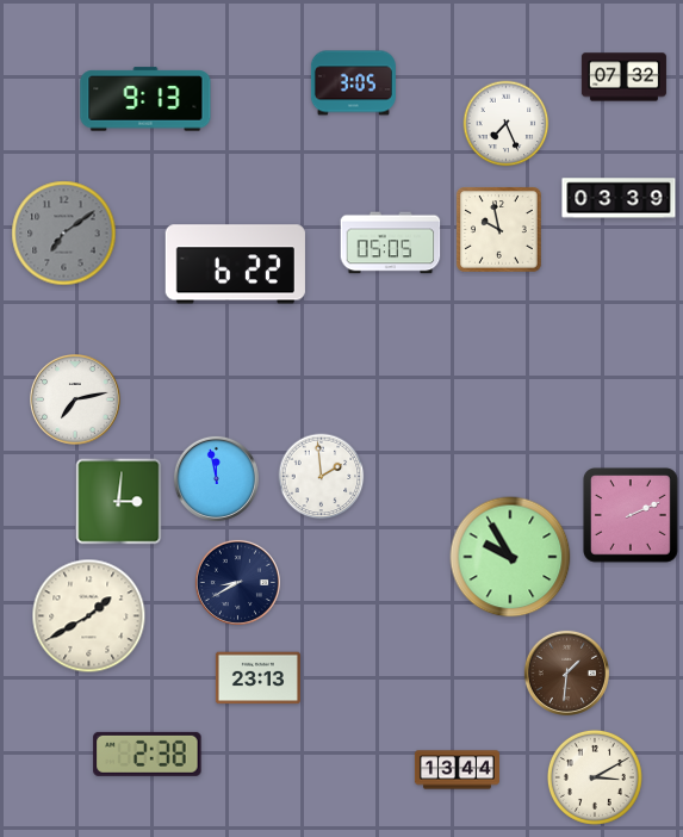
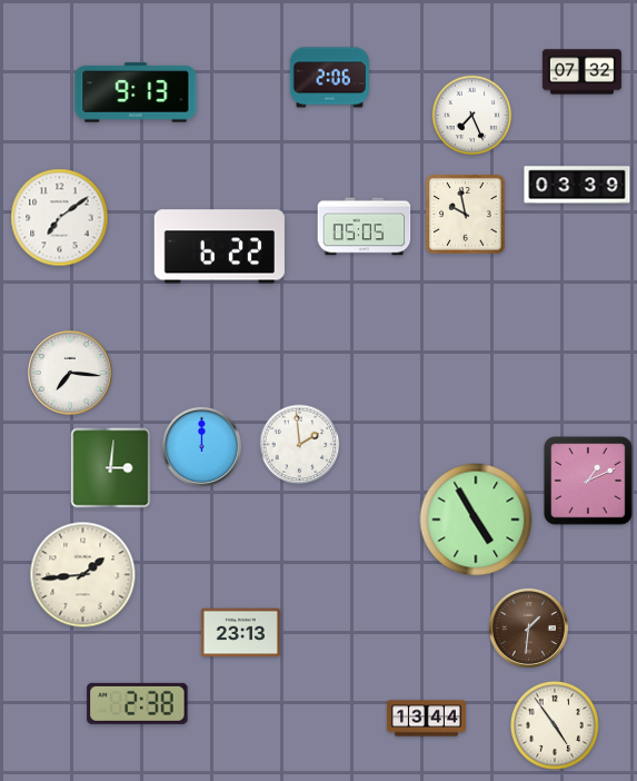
clock at (353, 83): 3:05 -> 2:06
clock at (64, 234) dial: grey -> white
clock at (76, 401): 7:13 -> 7:16
clock at (216, 478): 11:58 -> 12:00
clock at (632, 516): 2:11 -> 1:11
clock at (510, 557): 9:55 -> 4:55
clock at (237, 582): 8:40 -> none
clock at (89, 616): 1:40 -> 1:44
clock at (595, 777): 3:10 -> 4:54
